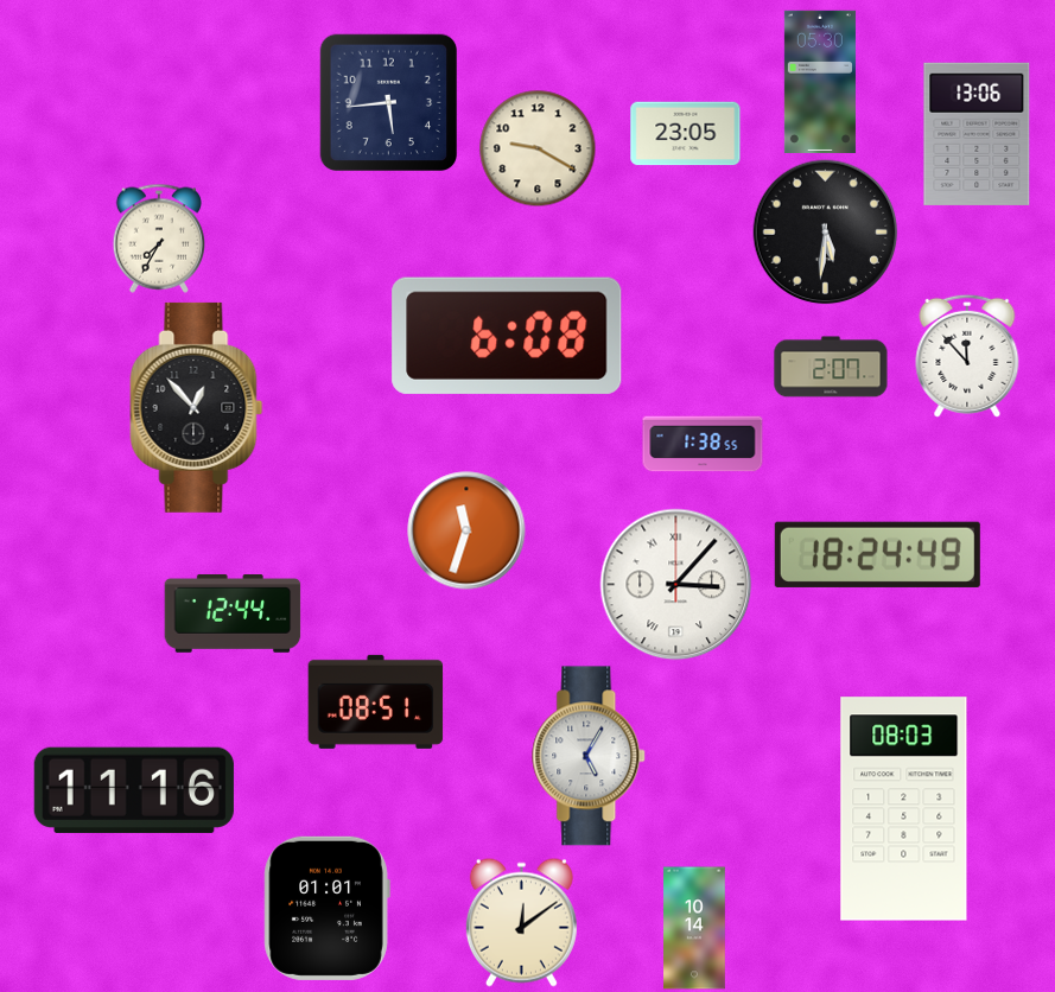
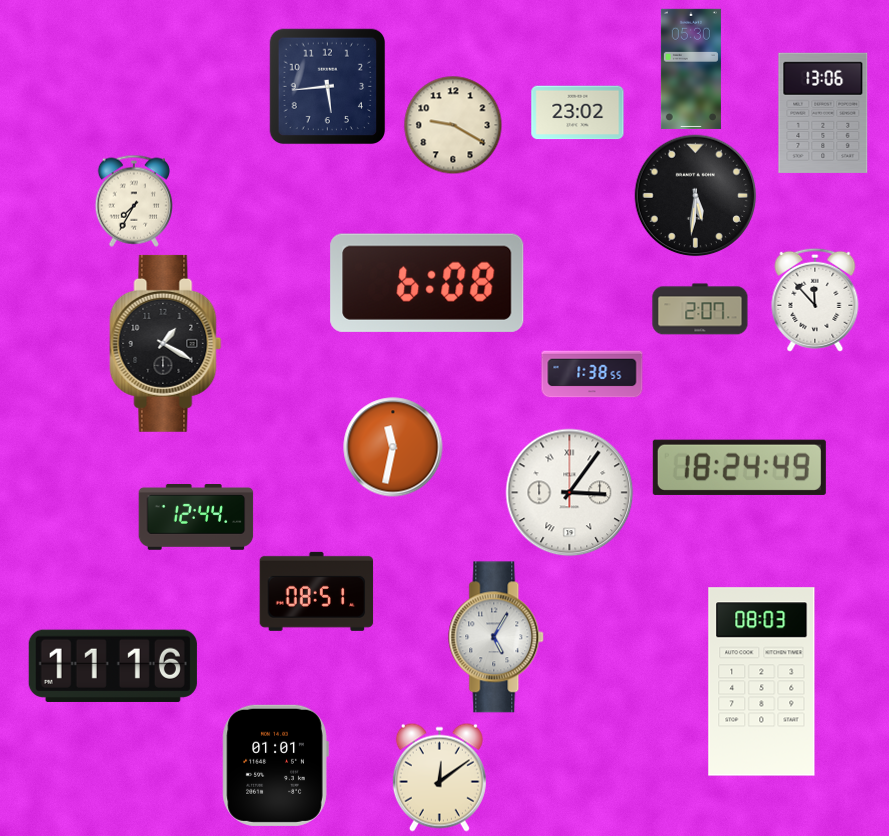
clock at (686, 134): 23:05 -> 23:02
clock at (197, 407): 12:53 -> 1:20
clock at (466, 530): 11:33 -> 11:32
clock at (676, 585): 3:07 -> 3:06
clock at (694, 928): 10:14 -> none
